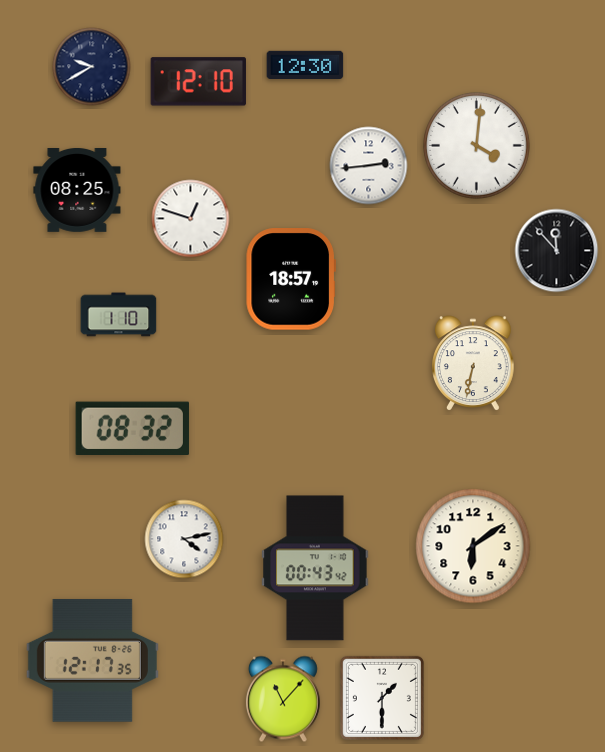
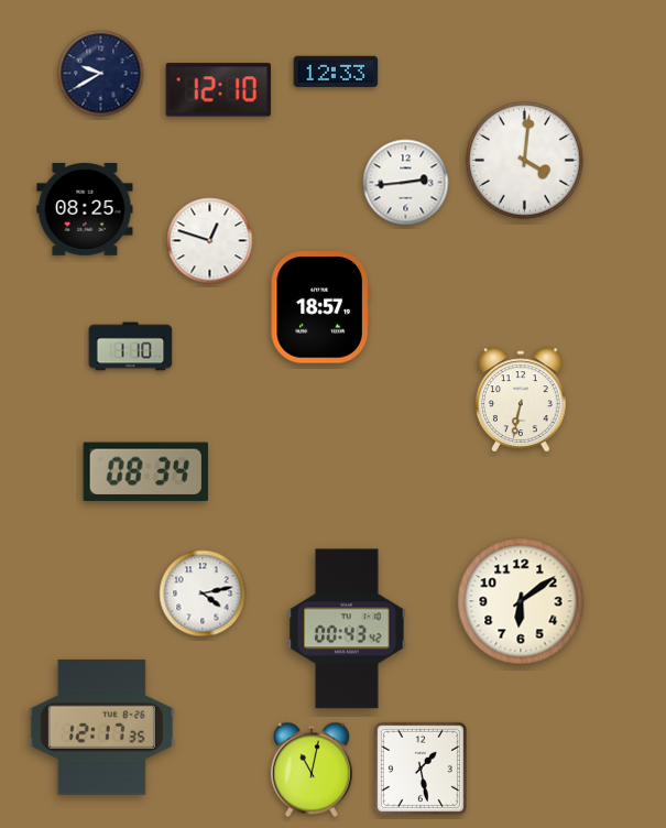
clock at (305, 64): 12:30 -> 12:33
clock at (557, 251): 11:53 -> none
clock at (132, 429): 08:32 -> 08:34
clock at (315, 568) position: (315, 568) -> (347, 629)
clock at (382, 698): 1:30 -> 1:28
clock at (283, 699): 11:07 -> 11:02
